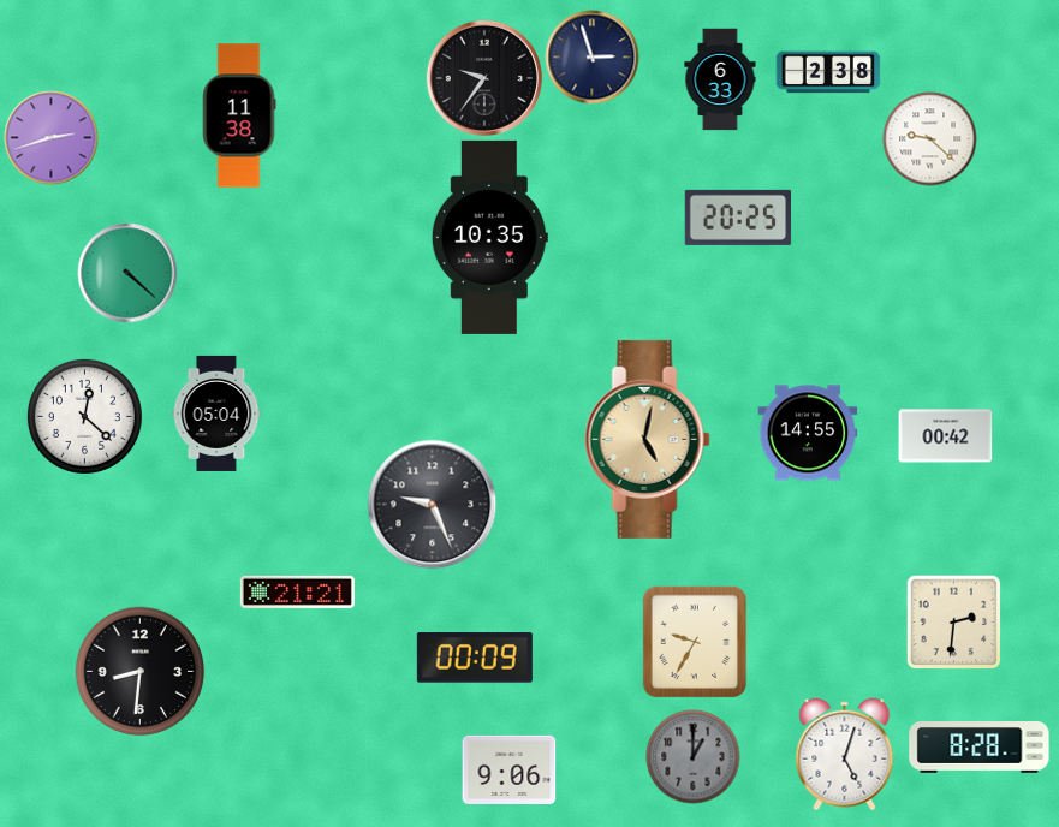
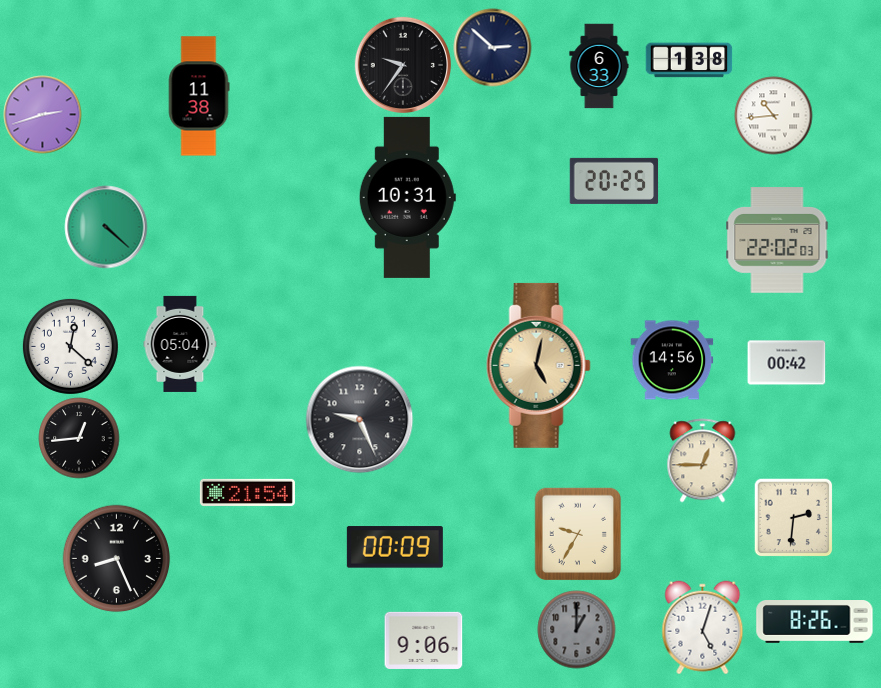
clock at (591, 56): 2:57 -> 2:52
clock at (828, 72): 2:38 -> 1:38
clock at (929, 138): 9:22 -> 10:44
clock at (489, 237): 10:35 -> 10:31
clock at (777, 240): none -> 22:02
clock at (808, 433): 14:55 -> 14:56
clock at (79, 438): none -> 12:44
clock at (703, 460): none -> 12:45
clock at (297, 591): 21:21 -> 21:54
clock at (139, 671): 8:31 -> 8:26
clock at (980, 748): 8:28 -> 8:26
